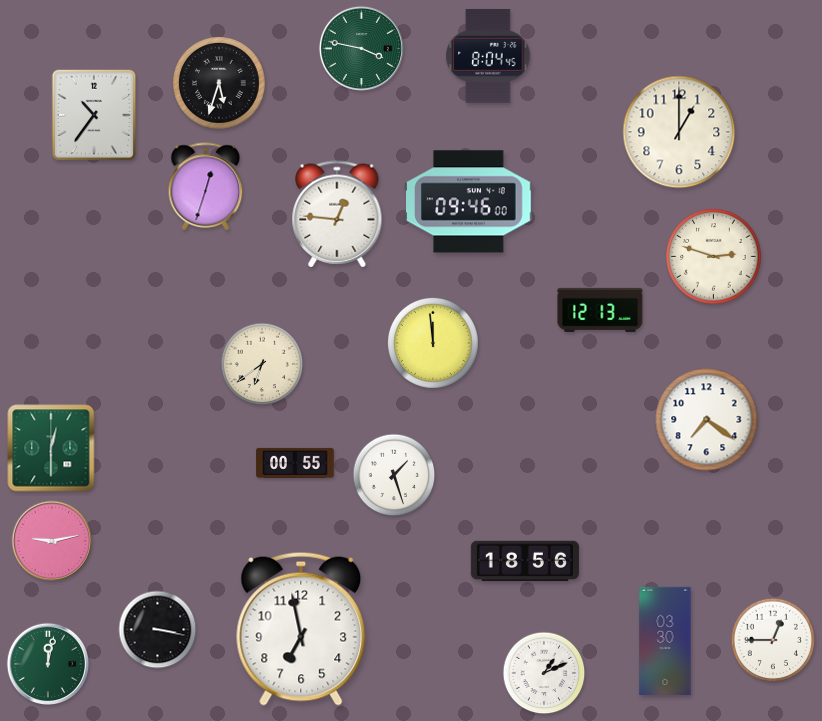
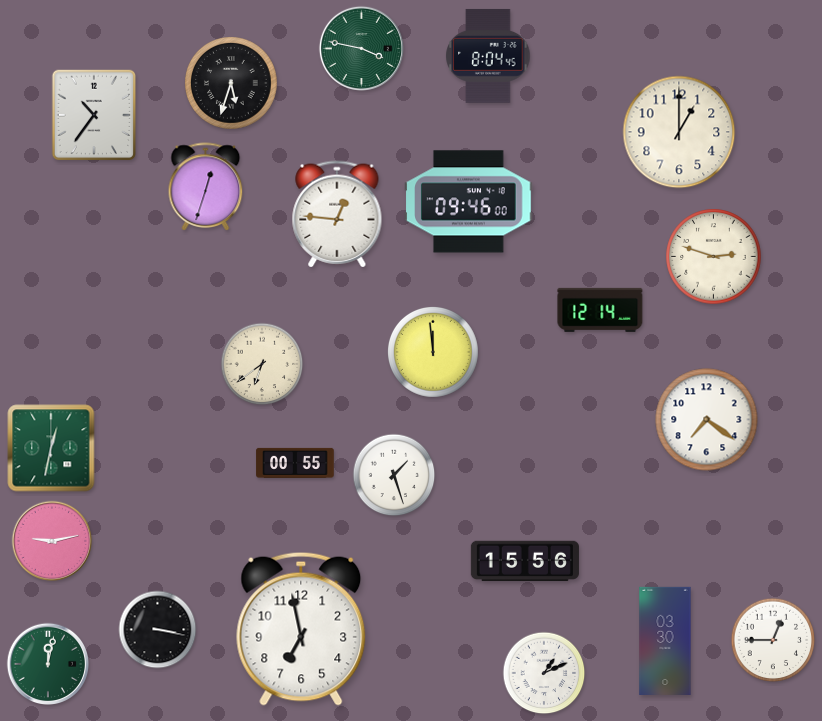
clock at (219, 83) position: (219, 83) -> (231, 83)
clock at (600, 310): 12:13 -> 12:14
clock at (433, 343) position: (433, 343) -> (433, 352)
clock at (51, 448): 12:30 -> 12:32
clock at (525, 561): 18:56 -> 15:56
